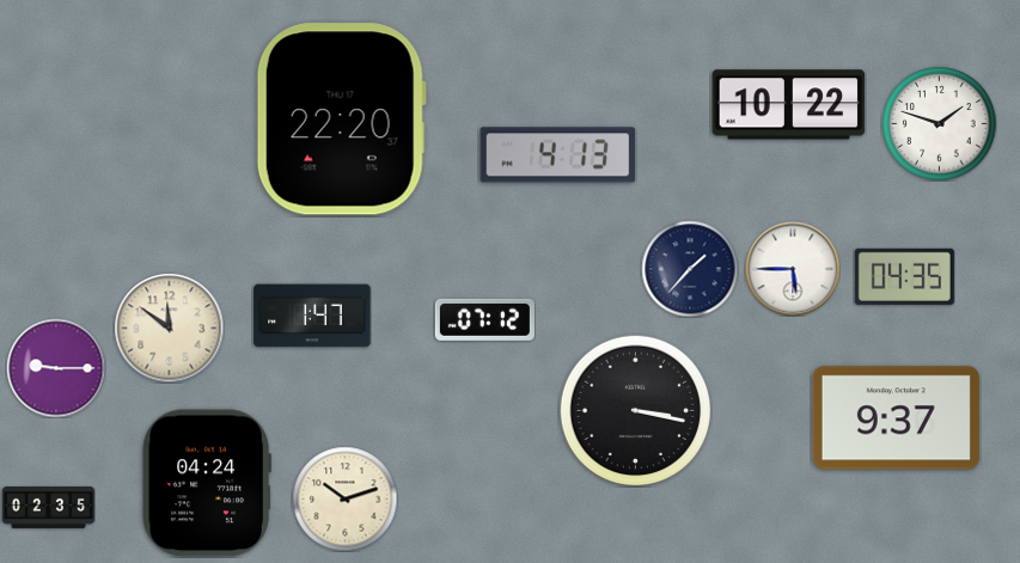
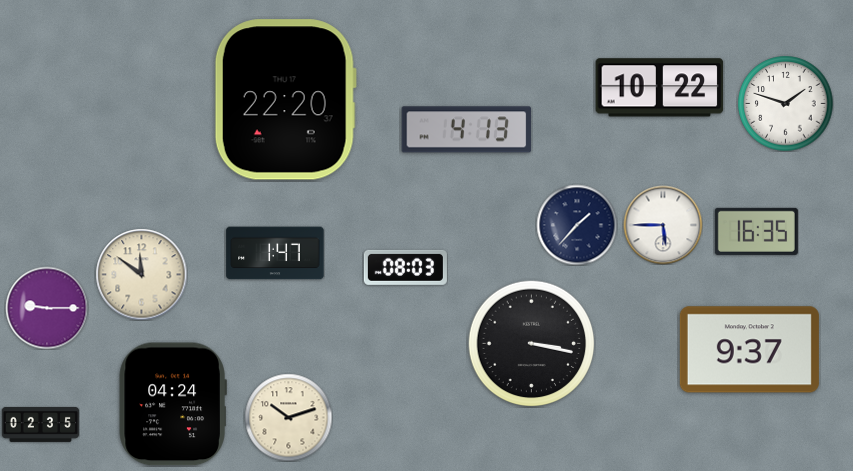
clock at (904, 276): 04:35 -> 16:35
clock at (312, 316) position: (312, 316) -> (275, 253)
clock at (484, 319): 07:12 -> 08:03
